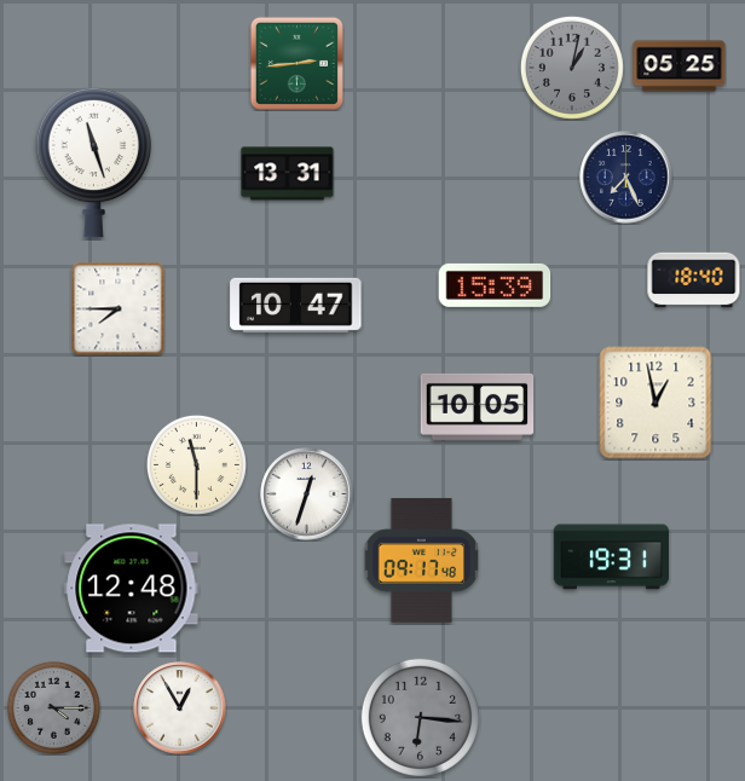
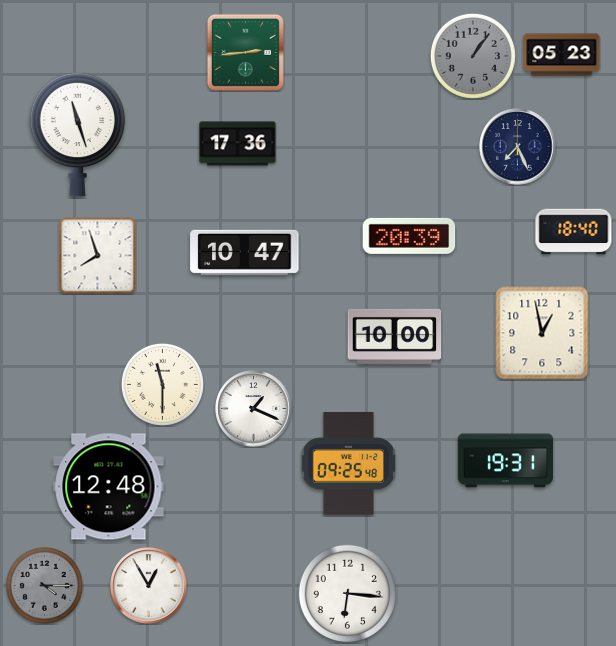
clock at (680, 66): 05:25 -> 05:23
clock at (572, 68): 1:02 -> 1:06
clock at (288, 174): 13:31 -> 17:36
clock at (495, 285): 15:39 -> 20:39
clock at (117, 308): 7:45 -> 7:57
clock at (478, 406): 10:05 -> 10:00
clock at (307, 494): 12:33 -> 1:19
clock at (421, 560): 09:17 -> 09:25
clock at (420, 717) dial: grey -> white
